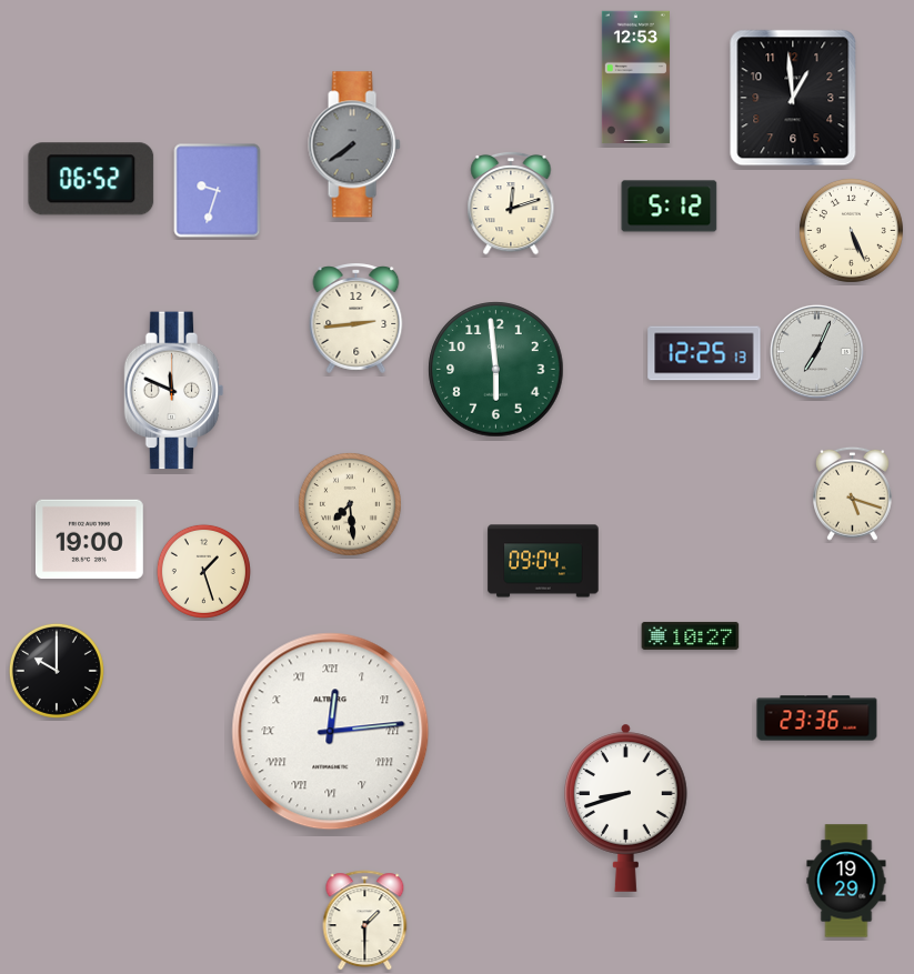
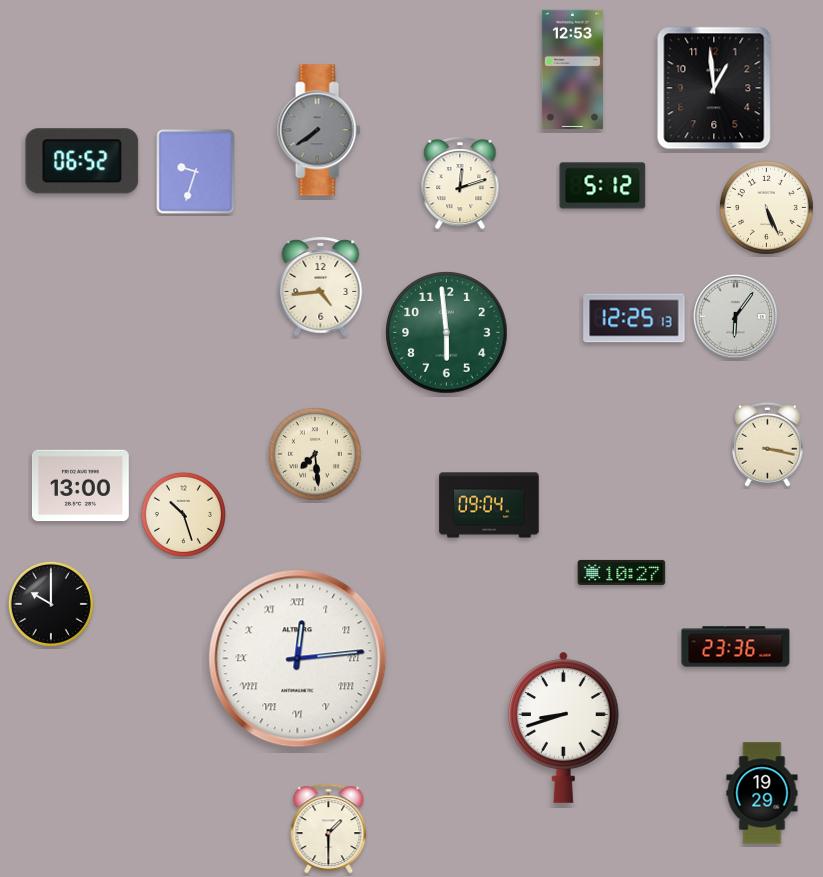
clock at (356, 318): 2:44 -> 4:44
clock at (816, 351): 7:04 -> 6:06
clock at (174, 391): 11:49 -> none
clock at (853, 493): 5:18 -> 3:17
clock at (89, 540): 19:00 -> 13:00
clock at (203, 571): 1:27 -> 10:27
